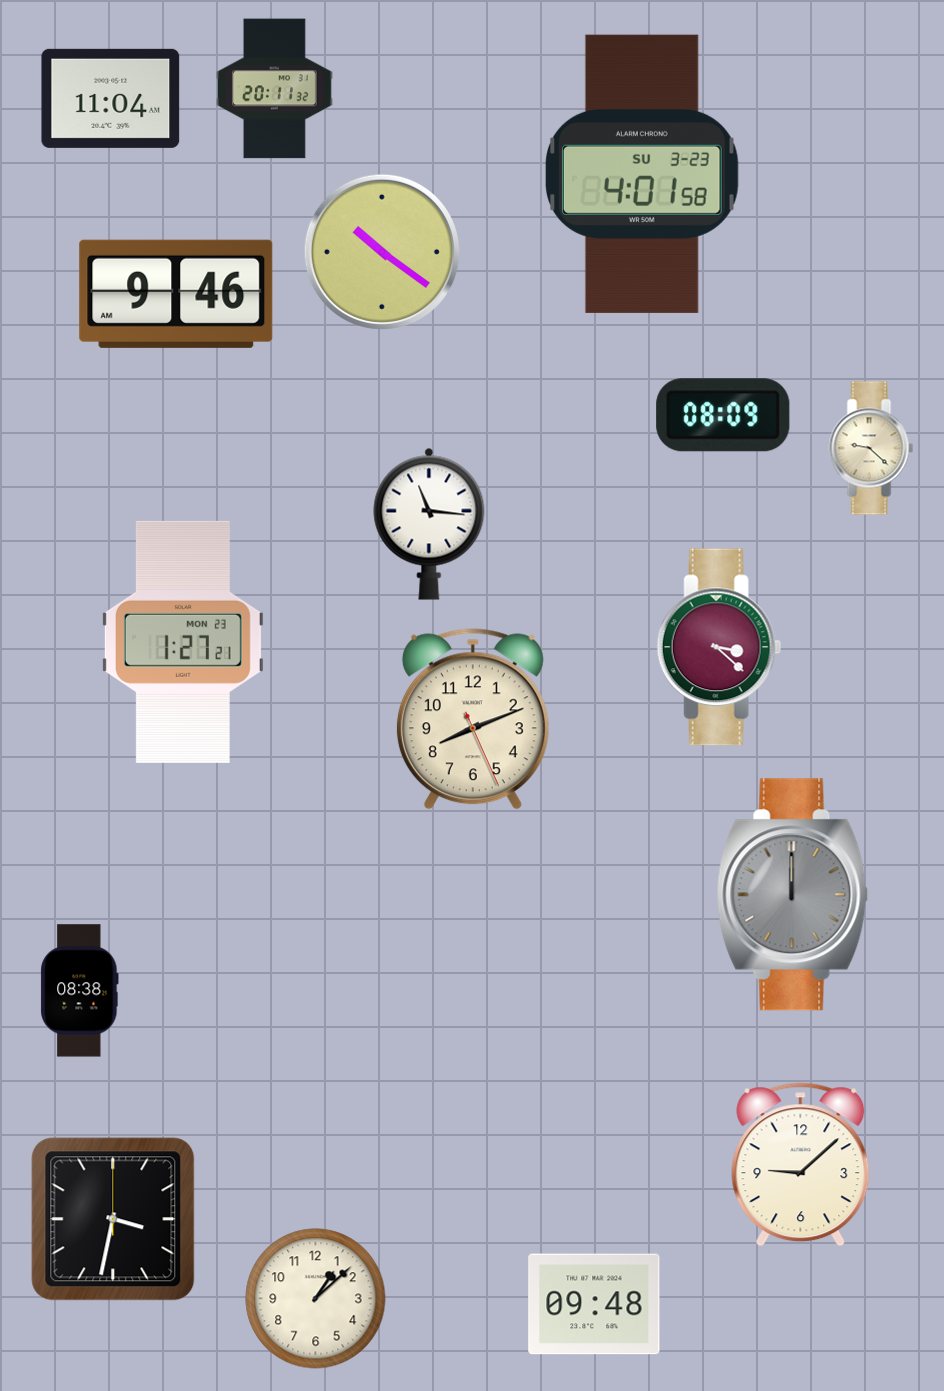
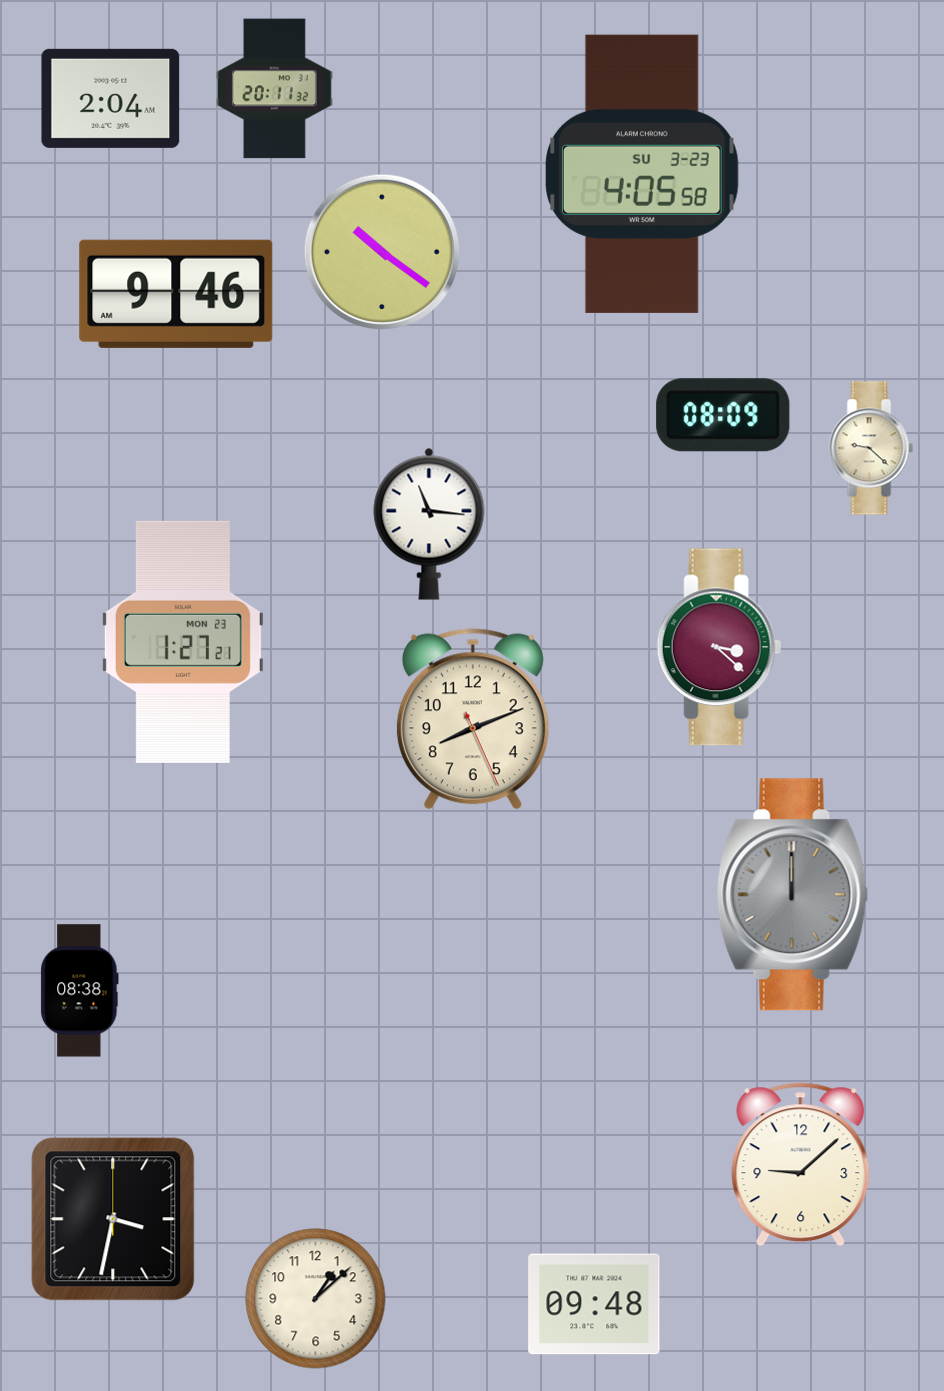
clock at (111, 98): 11:04 -> 2:04
clock at (642, 174): 4:01 -> 4:05
